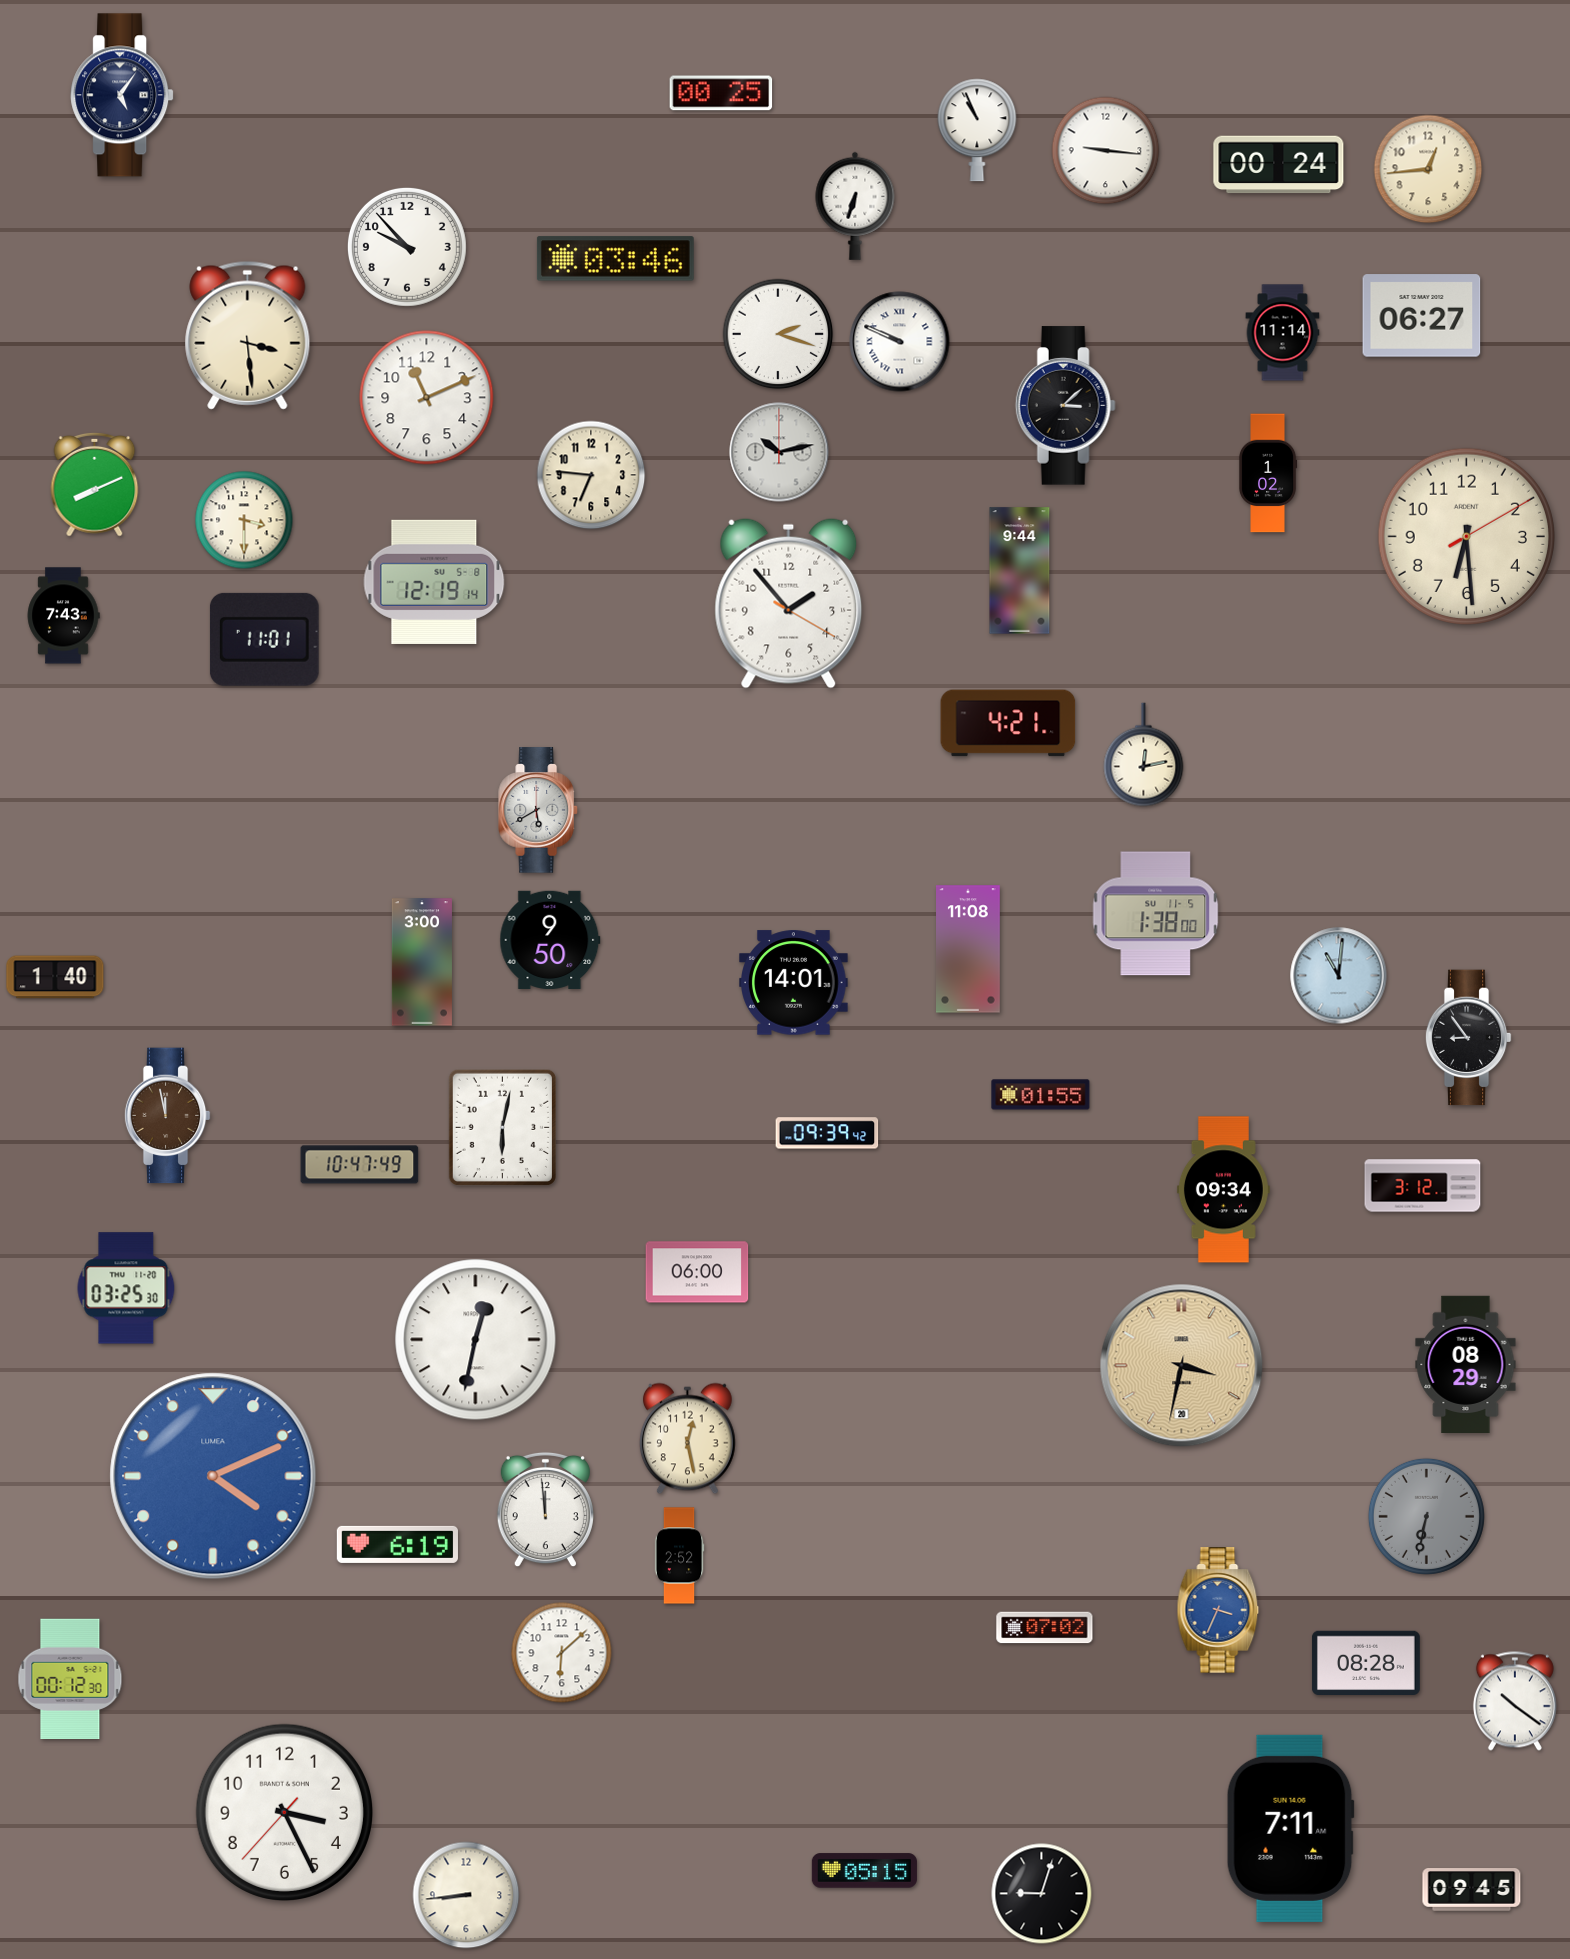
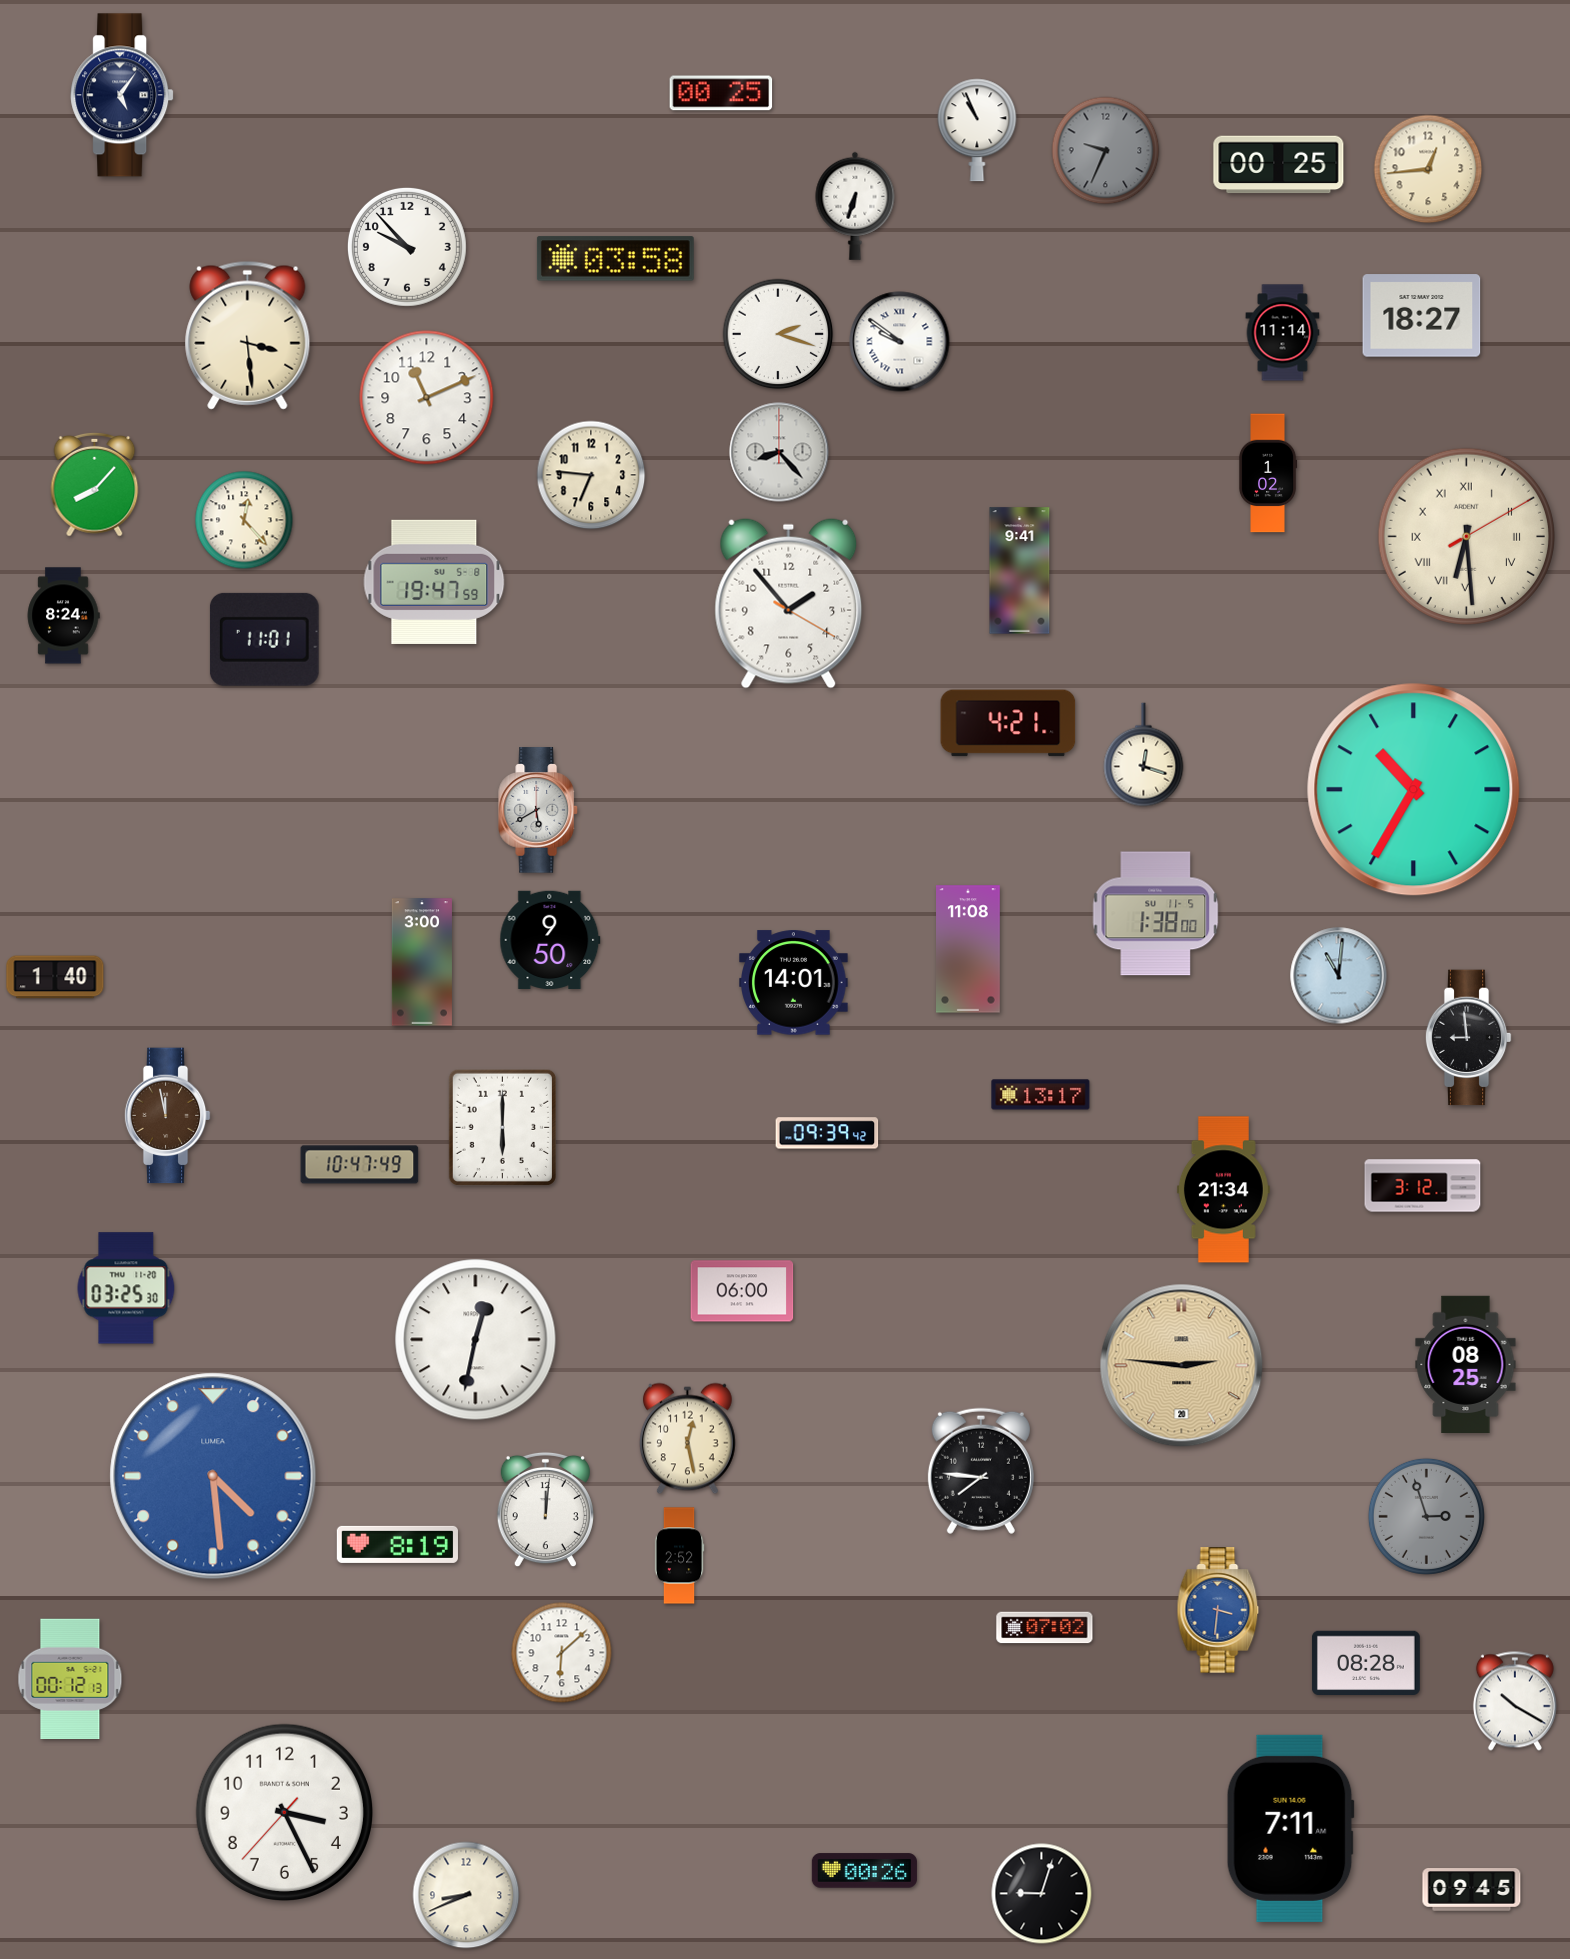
clock at (1106, 151): 9:16 -> 9:34
clock at (1106, 151) dial: white -> grey
clock at (1279, 165): 00:24 -> 00:25
clock at (615, 259): 03:46 -> 03:58
clock at (1422, 316): 06:27 -> 18:27
clock at (900, 342): 9:49 -> 9:51
clock at (1065, 406): 3:08 -> none
clock at (779, 452): 10:13 -> 8:23
clock at (95, 484): 8:11 -> 8:07
clock at (244, 520): 3:30 -> 12:23
clock at (1466, 536) numerals: Arabic -> Roman
clock at (1020, 571): 9:44 -> 9:41
clock at (434, 582): 12:19 -> 19:47
clock at (63, 616): 7:43 -> 8:24
clock at (1144, 755): 12:13 -> 12:18
clock at (1414, 790): none -> 10:35
clock at (1468, 1038): 8:54 -> 8:59
clock at (1041, 1095): 01:55 -> 13:17
clock at (502, 1127): 6:02 -> 6:00
clock at (1223, 1190): 09:34 -> 21:34
clock at (697, 1272) position: (697, 1272) -> (742, 1291)
clock at (1466, 1364): 08:29 -> 08:25
clock at (1182, 1366): 3:32 -> 2:46
clock at (981, 1471): none -> 7:46
clock at (213, 1476): 4:11 -> 4:29
clock at (545, 1510): 11:59 -> 12:01
clock at (1426, 1516): 6:32 -> 2:57
clock at (397, 1544): 6:19 -> 8:19
clock at (1218, 1610): 3:34 -> 3:31
clock at (70, 1678): 00:12:30 -> 00:12:13
clock at (1515, 1701): 10:21 -> 10:20
clock at (864, 1871): 05:15 -> 00:26
clock at (466, 1895): 8:44 -> 8:41
